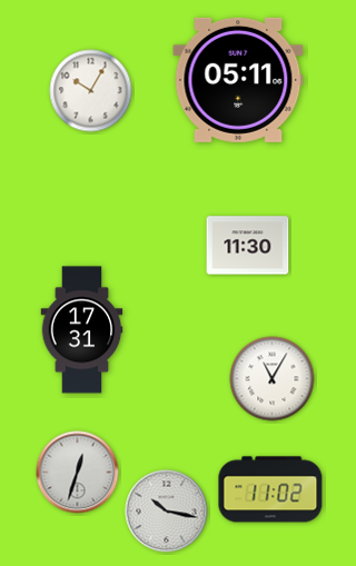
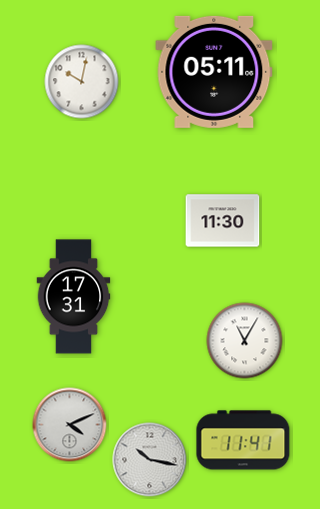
clock at (91, 91): 10:05 -> 10:02
clock at (78, 473): 12:33 -> 4:11
clock at (270, 489): 11:02 -> 11:41
